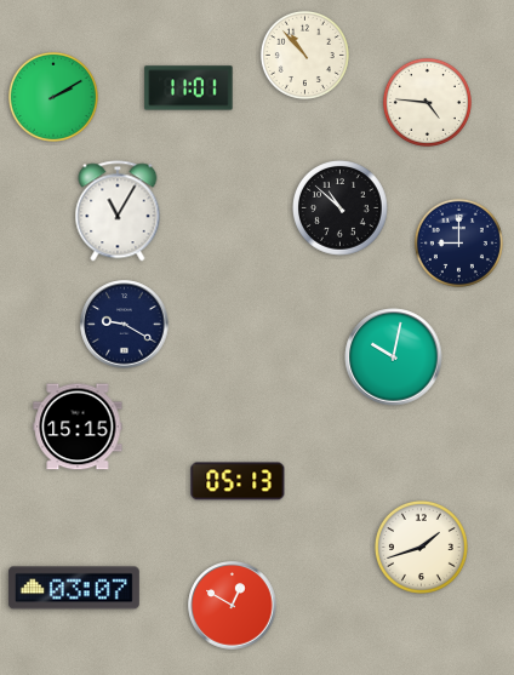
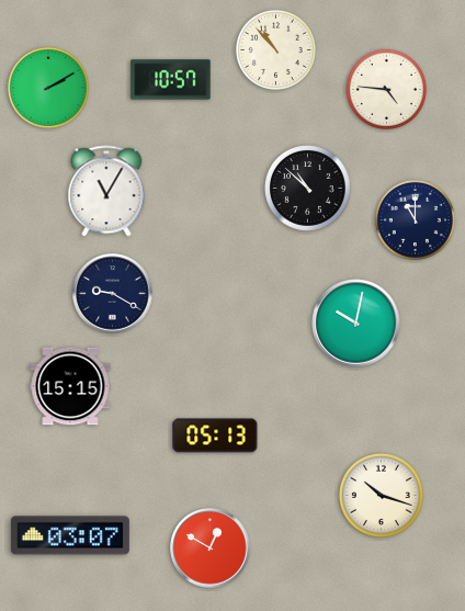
clock at (189, 88): 11:01 -> 10:57
clock at (427, 102) position: (427, 102) -> (386, 89)
clock at (458, 242): 9:00 -> 11:00
clock at (421, 547): 1:42 -> 10:18
clock at (74, 588) position: (74, 588) -> (70, 535)
